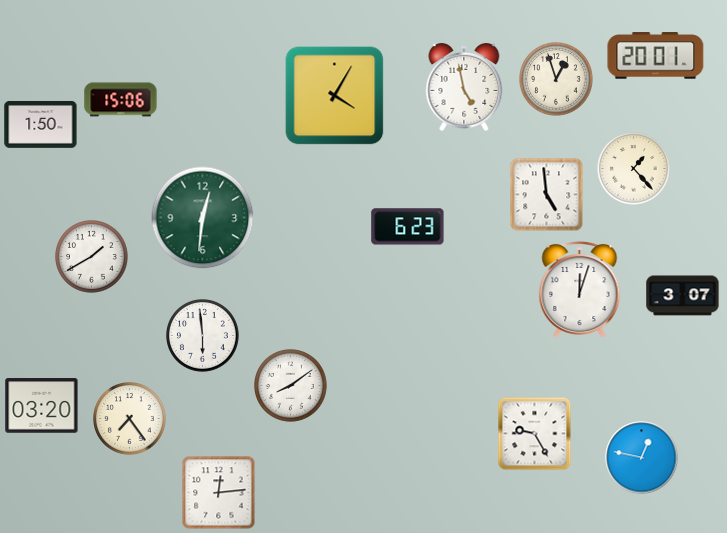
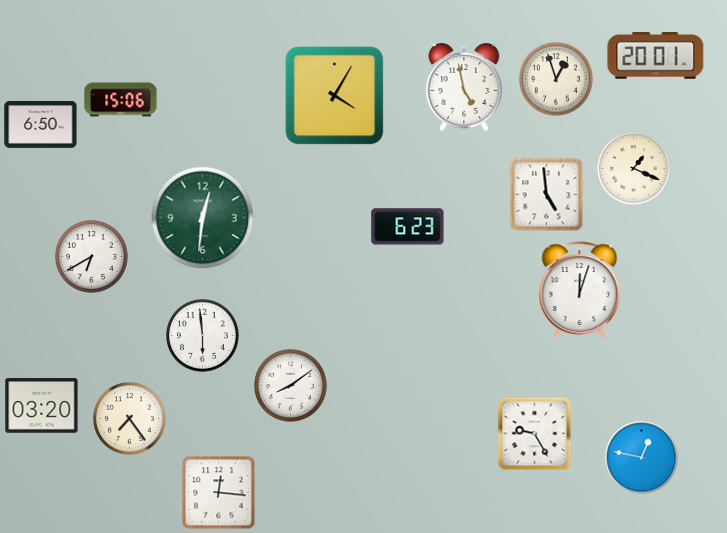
clock at (41, 124): 1:50 -> 6:50
clock at (634, 169): 1:23 -> 1:19
clock at (92, 257): 1:40 -> 6:40
clock at (683, 296): 3:07 -> none
clock at (219, 493): 12:14 -> 12:16
